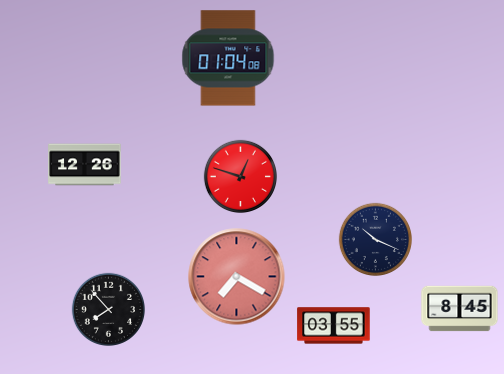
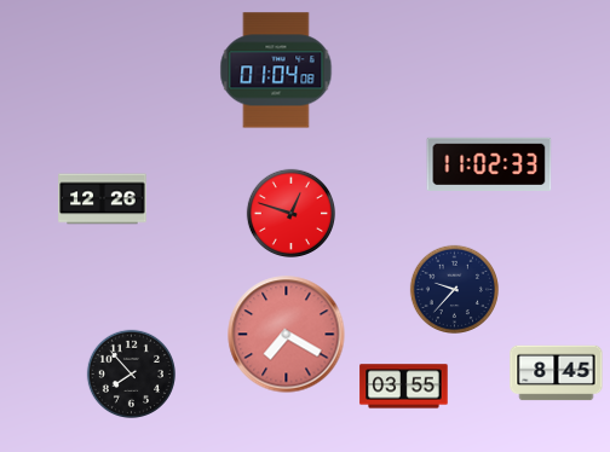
clock at (489, 164): none -> 11:02
clock at (375, 239): 10:19 -> 9:37
clock at (334, 326) position: (334, 326) -> (404, 387)
